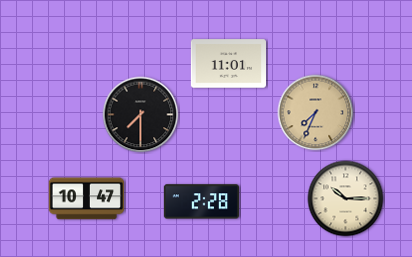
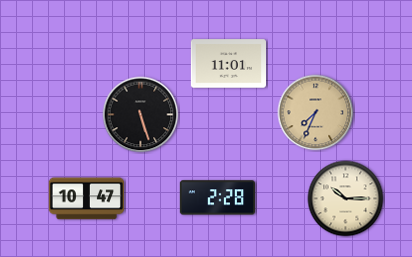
clock at (141, 115): 7:30 -> 5:27
clock at (201, 202) position: (201, 202) -> (217, 198)
